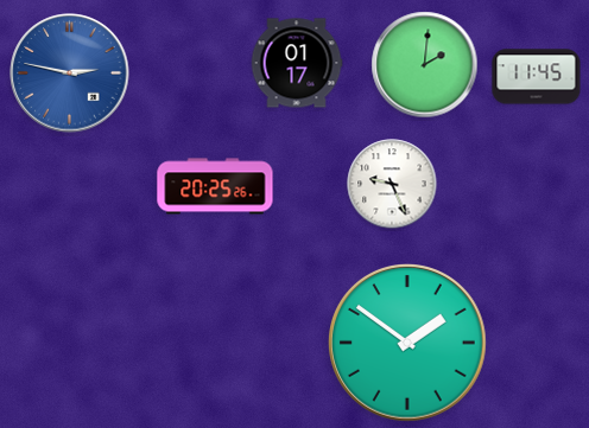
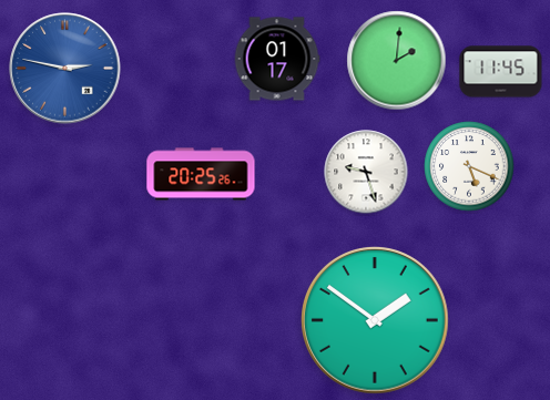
clock at (469, 166): none -> 5:19
clock at (392, 184): 9:26 -> 9:27
clock at (408, 344) position: (408, 344) -> (376, 321)
